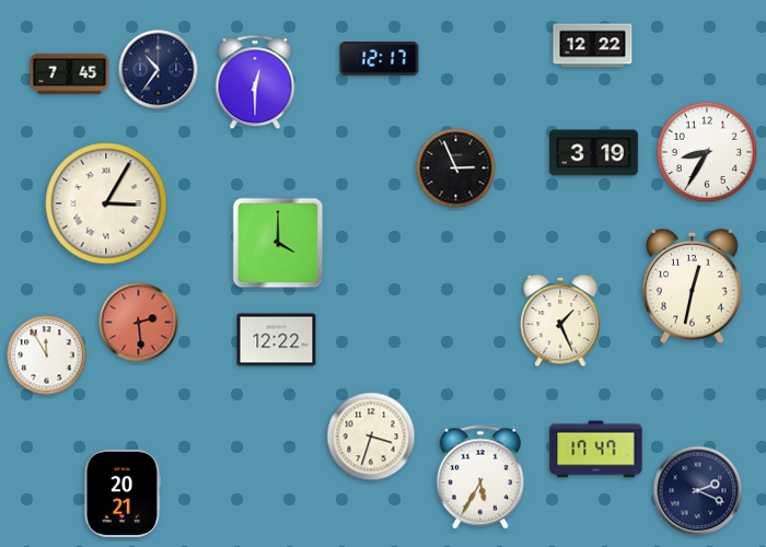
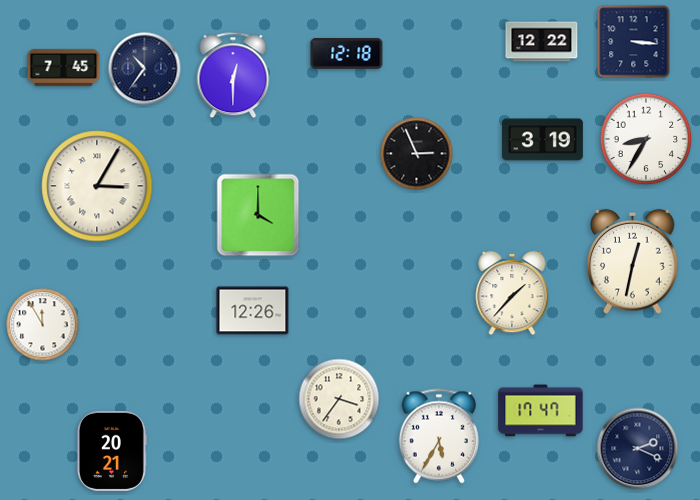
clock at (634, 42): none -> 3:16
clock at (380, 59): 12:17 -> 12:18
clock at (159, 70) position: (159, 70) -> (145, 69)
clock at (278, 243) position: (278, 243) -> (258, 215)
clock at (560, 321): 1:26 -> 1:37
clock at (139, 323): 2:29 -> none
clock at (277, 340): 12:22 -> 12:26
clock at (371, 437): 3:33 -> 3:36
clock at (596, 450) position: (596, 450) -> (541, 411)
